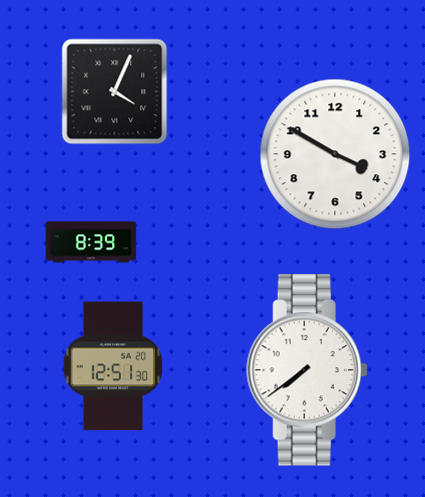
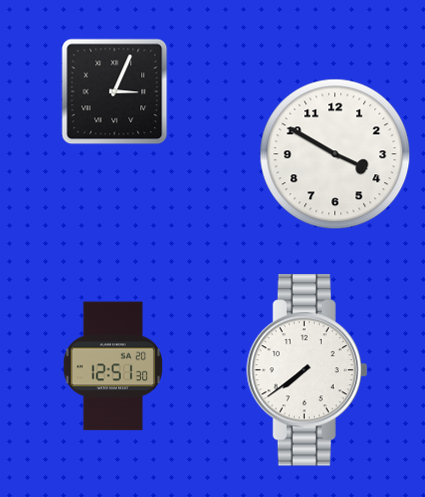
clock at (115, 92): 4:04 -> 3:04
clock at (91, 242): 8:39 -> none
